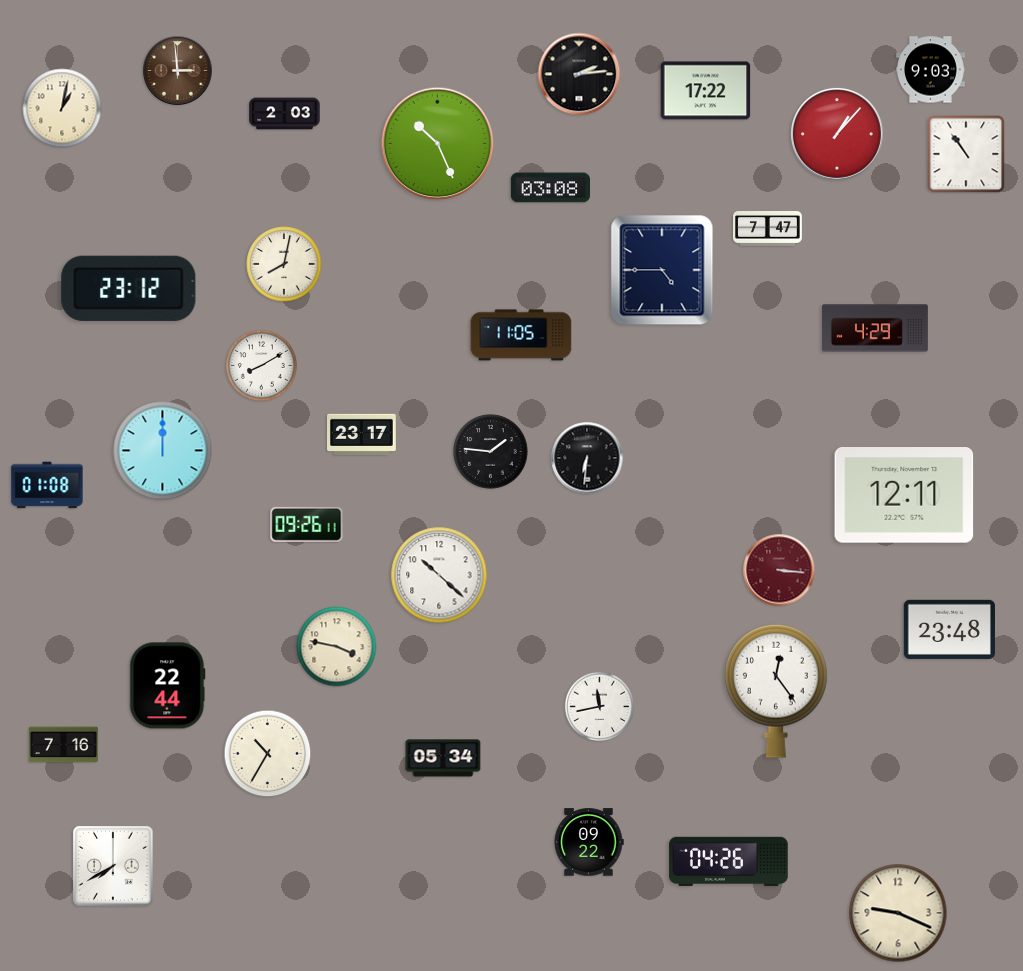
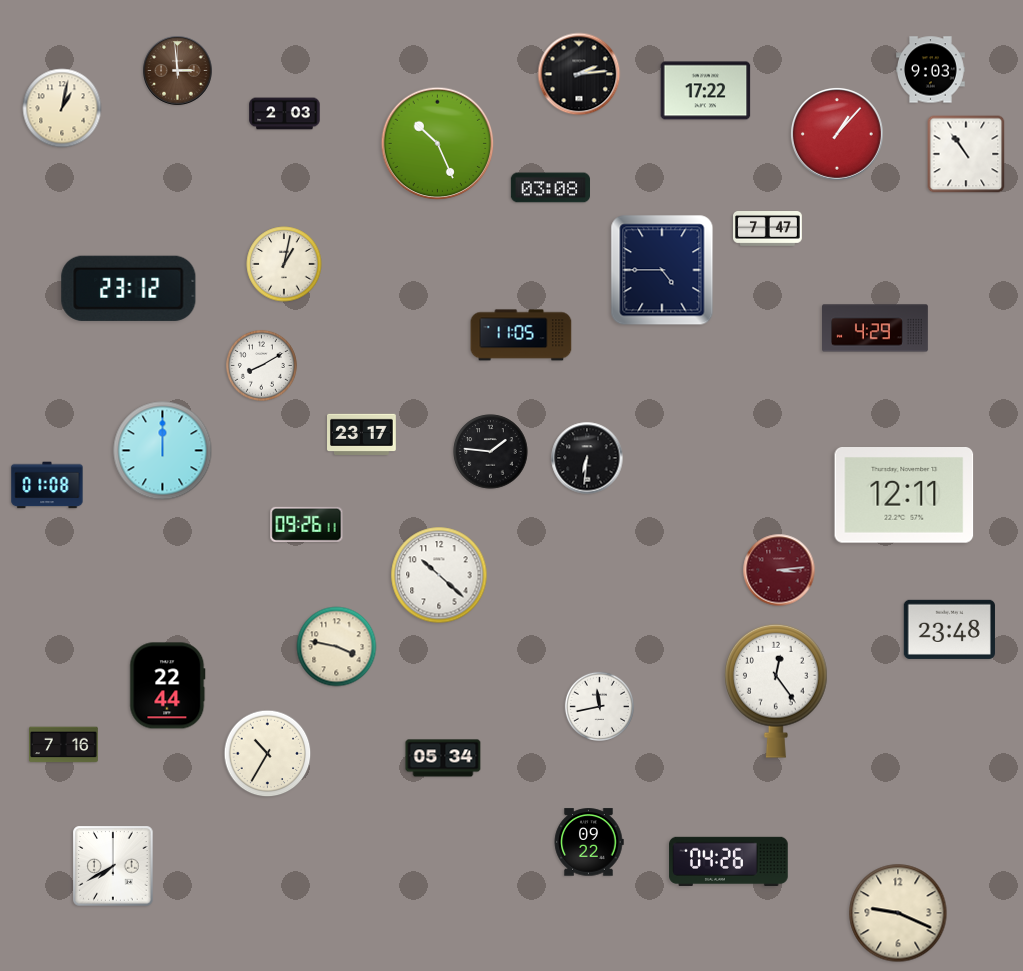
clock at (284, 264): 8:02 -> 1:02
clock at (779, 570): 3:16 -> 3:14
